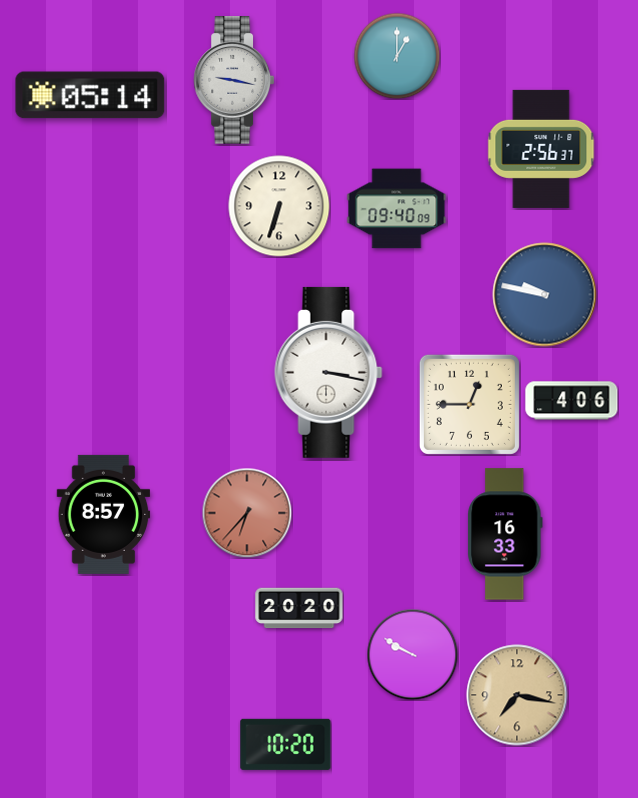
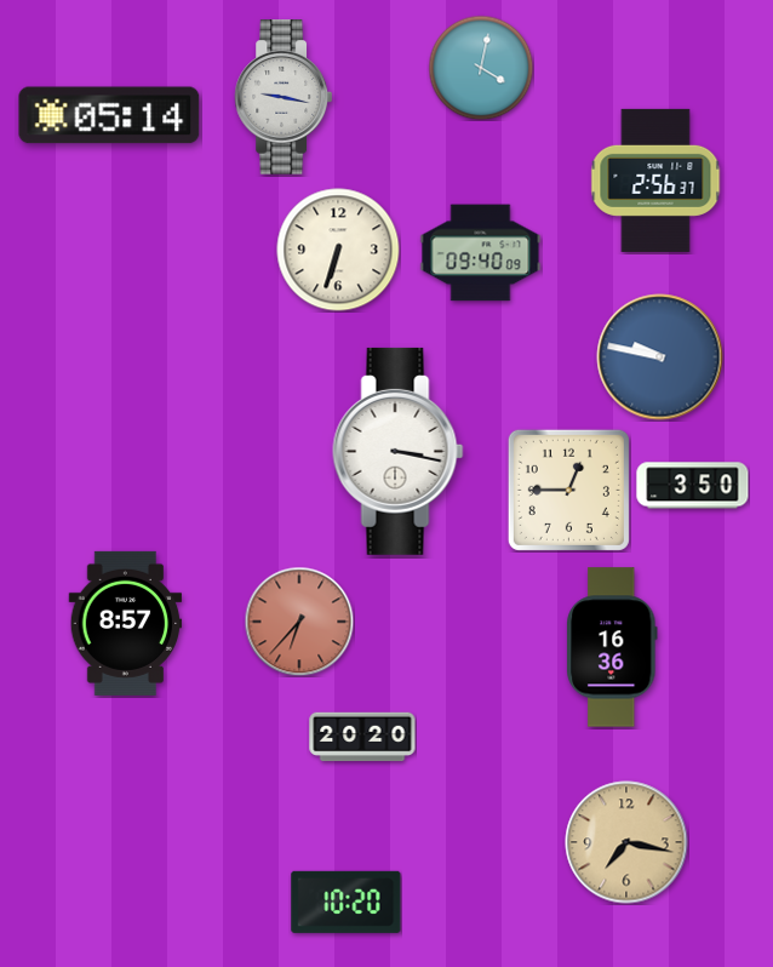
clock at (397, 56): 1:00 -> 4:02
clock at (572, 401): 4:06 -> 3:50
clock at (505, 534): 16:33 -> 16:36
clock at (412, 654): 9:50 -> none
